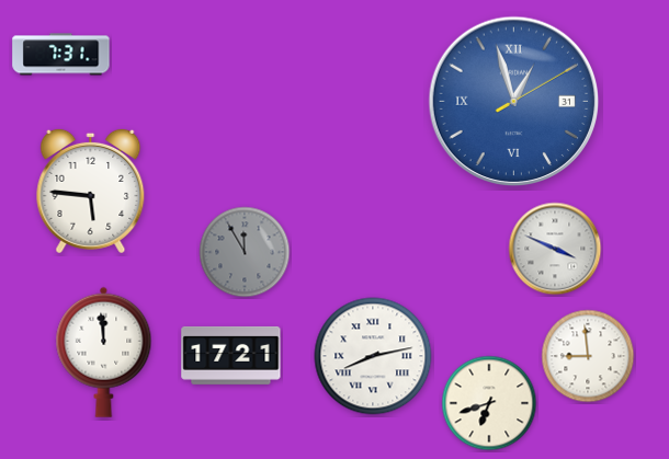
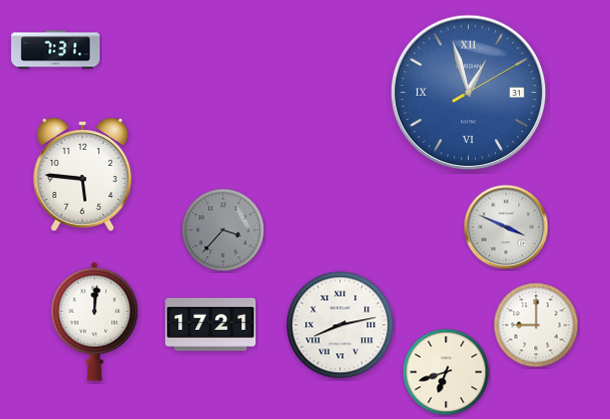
clock at (245, 252): 11:55 -> 3:37
clock at (104, 352): 11:59 -> 12:01
clock at (588, 356): 8:59 -> 9:00
clock at (489, 403) position: (489, 403) -> (446, 372)
